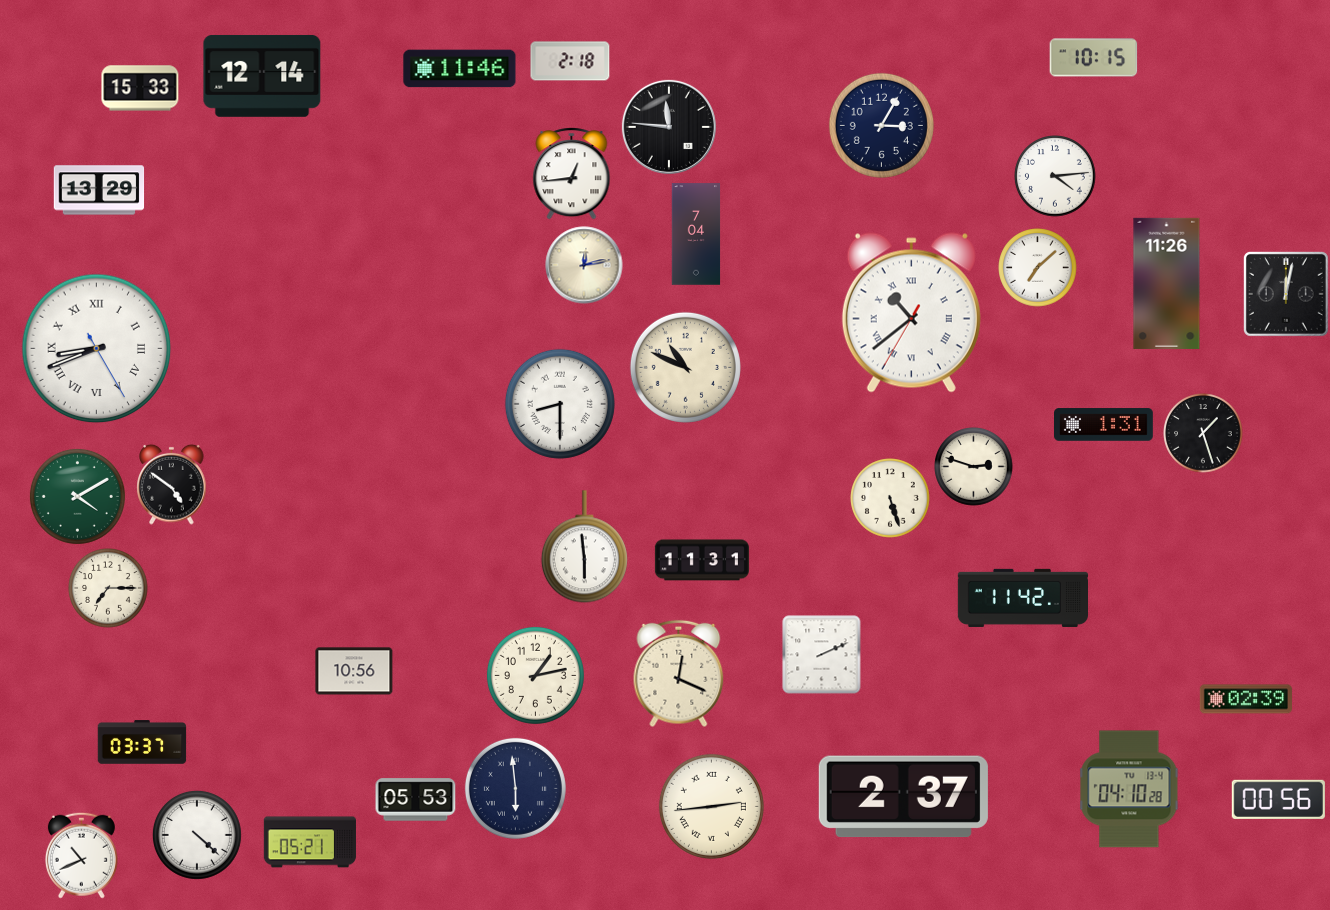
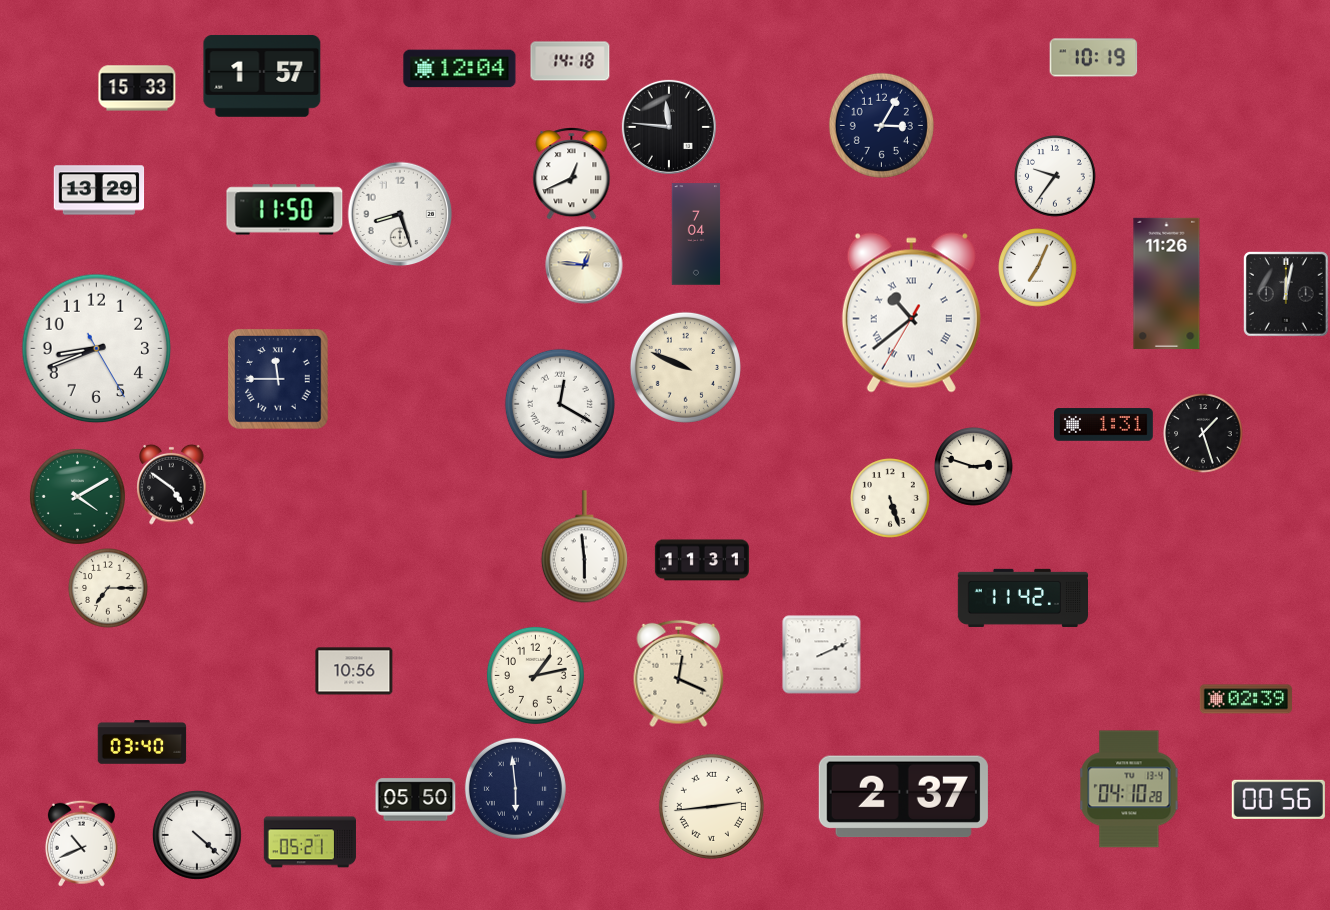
clock at (1094, 58): 10:15 -> 10:19
clock at (570, 61): 2:18 -> 14:18
clock at (460, 69): 11:46 -> 12:04
clock at (262, 76): 12:14 -> 1:57
clock at (140, 88) position: (140, 88) -> (137, 88)
clock at (572, 174): 12:44 -> 12:41
clock at (1055, 176): 4:14 -> 9:36
clock at (285, 210): none -> 11:50
clock at (400, 214): none -> 8:27
clock at (584, 265): 12:13 -> 12:46
clock at (1038, 268): 7:08 -> 7:04
clock at (97, 349) numerals: Roman -> Arabic
clock at (685, 367): 10:49 -> 9:49
clock at (279, 380): none -> 11:45
clock at (560, 404): 8:30 -> 12:20
clock at (142, 742): 03:37 -> 03:40
clock at (416, 800): 05:53 -> 05:50
clock at (81, 855) position: (81, 855) -> (81, 843)
